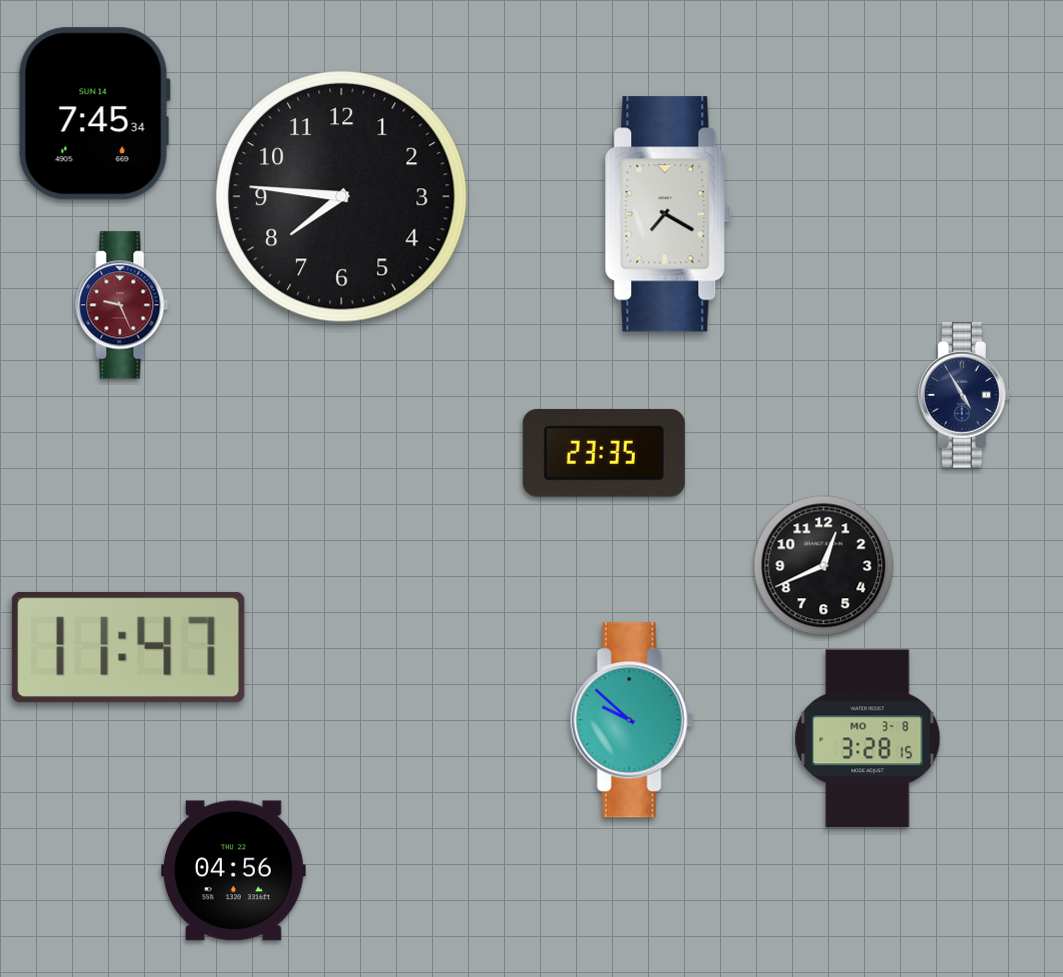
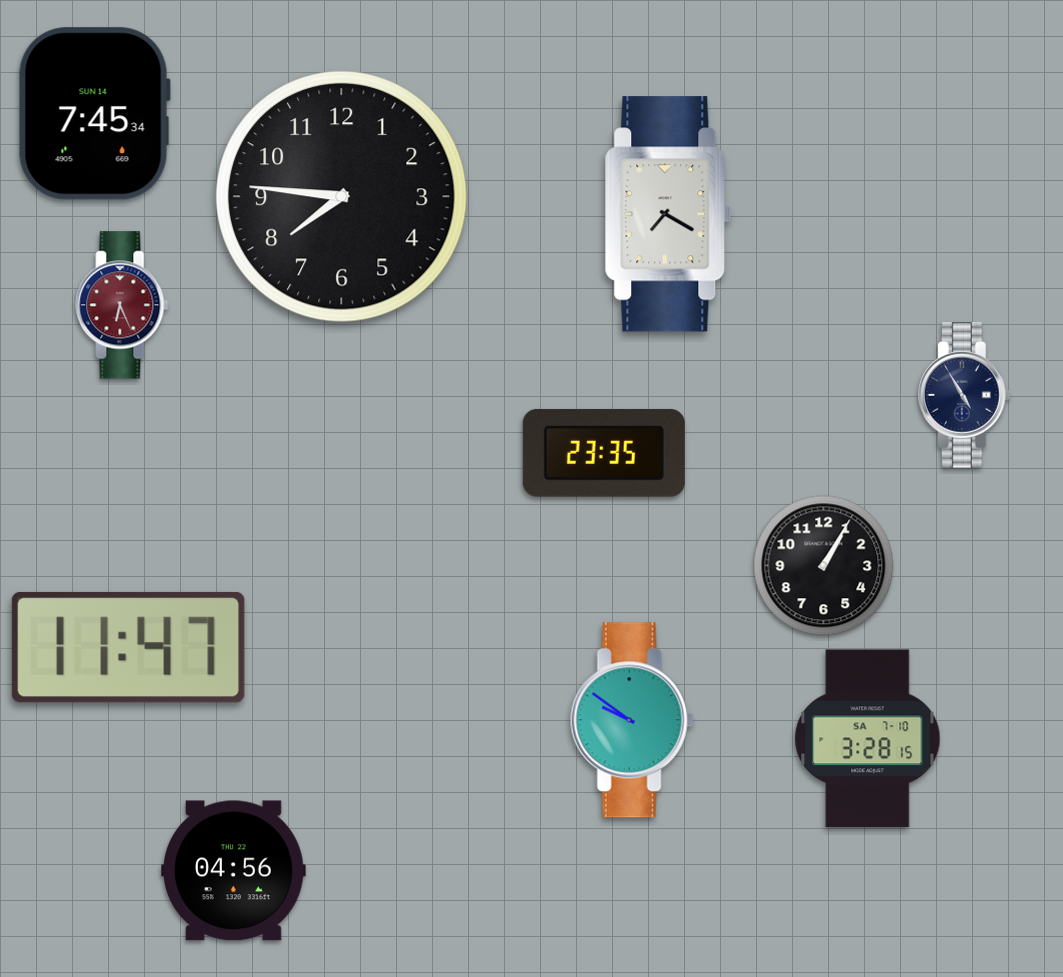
clock at (122, 305): 9:26 -> 6:26
clock at (824, 566): 12:41 -> 1:05
clock at (632, 720): 9:52 -> 9:51
clock at (868, 739) date: MO 3-8 -> SA 7-10
